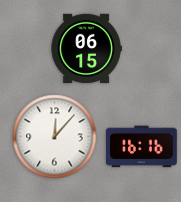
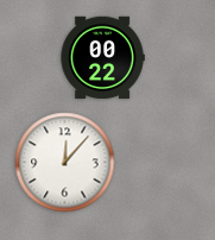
clock at (86, 49): 06:15 -> 00:22
clock at (141, 147): 16:16 -> none
